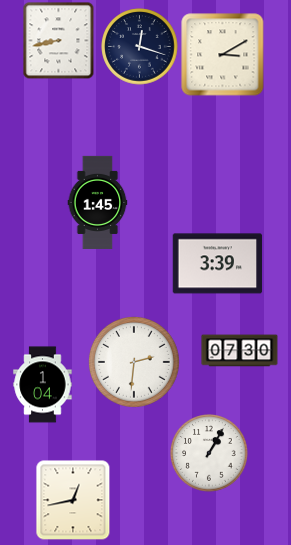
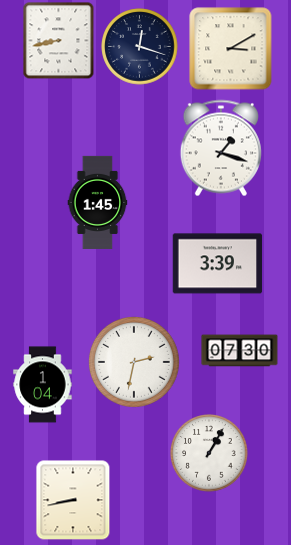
clock at (223, 55) position: (223, 55) -> (231, 49)
clock at (221, 148): none -> 1:18
clock at (134, 362): 2:31 -> 2:32
clock at (73, 500): 12:43 -> 8:43
